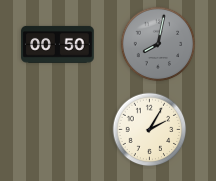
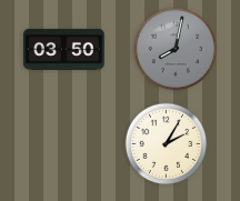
clock at (58, 44): 00:50 -> 03:50
